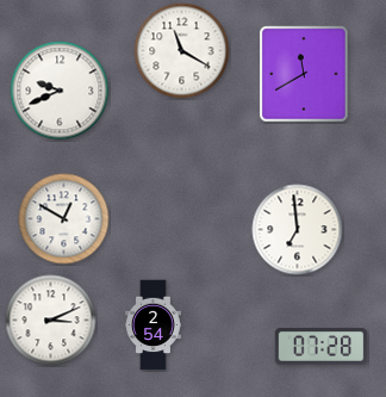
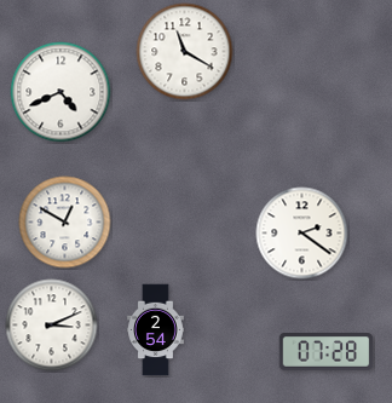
clock at (304, 74): 11:40 -> none
clock at (60, 91): 9:41 -> 4:41
clock at (298, 230): 6:59 -> 2:21
